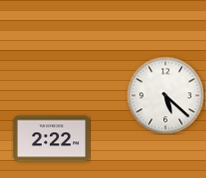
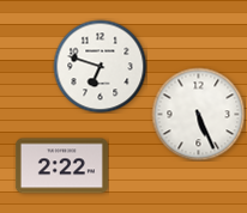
clock at (100, 66): none -> 6:48
clock at (165, 95): 5:22 -> 5:26
